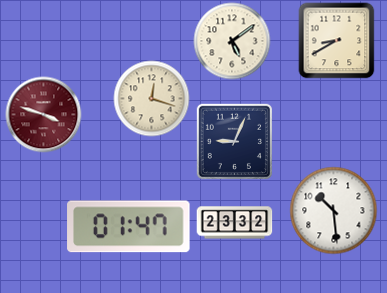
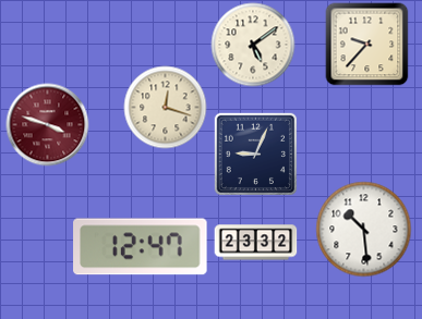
clock at (337, 41): 8:40 -> 9:37
clock at (129, 227): 01:47 -> 12:47
